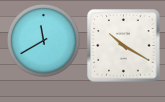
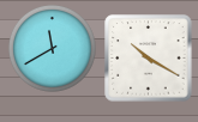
clock at (124, 46) position: (124, 46) -> (149, 59)
